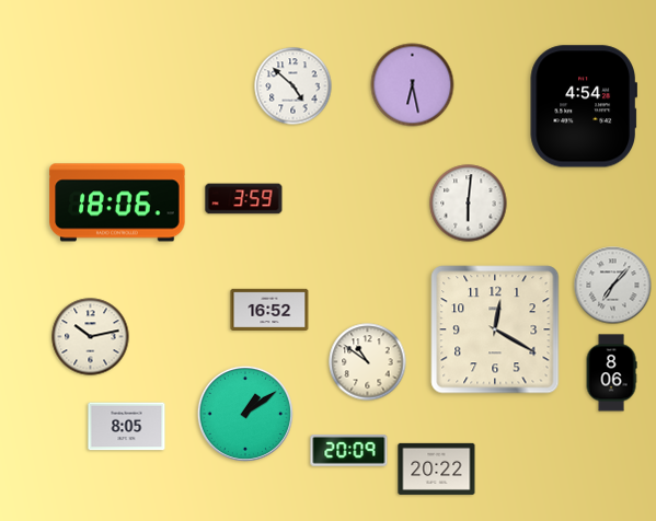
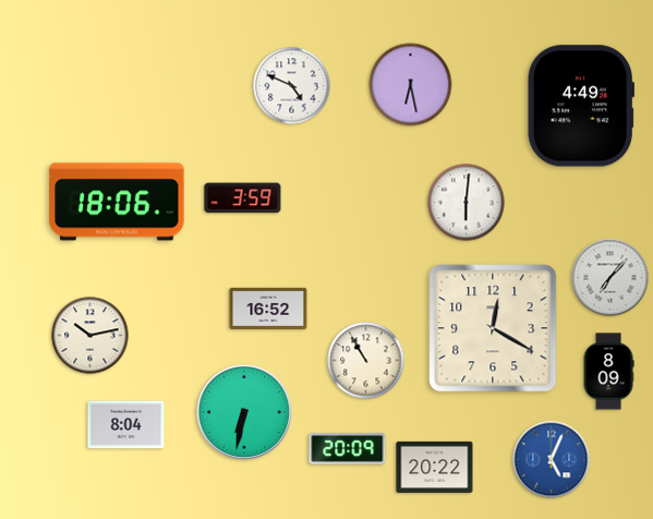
clock at (294, 86): 4:52 -> 4:49
clock at (583, 106): 4:54 -> 4:49
clock at (613, 286) position: (613, 286) -> (610, 278)
clock at (368, 362): 10:51 -> 10:55
clock at (611, 373): 8:06 -> 8:09
clock at (245, 414): 1:09 -> 6:32
clock at (127, 427): 8:05 -> 8:04
clock at (552, 460): none -> 5:04
